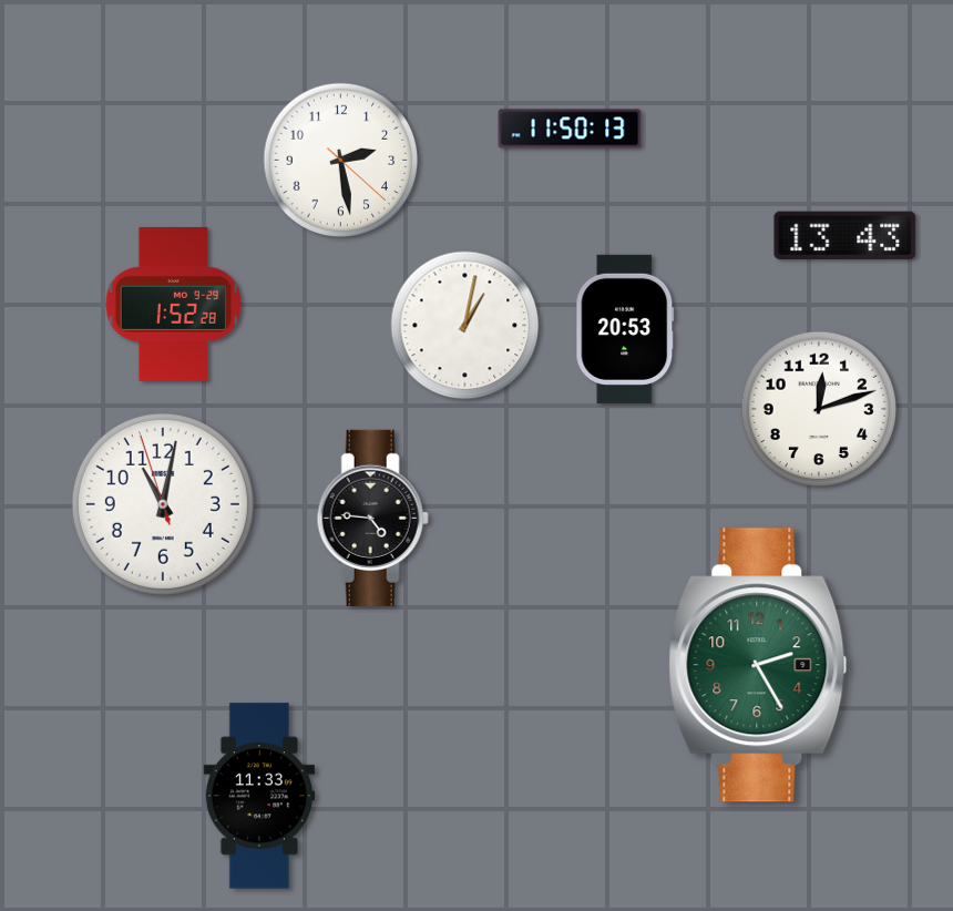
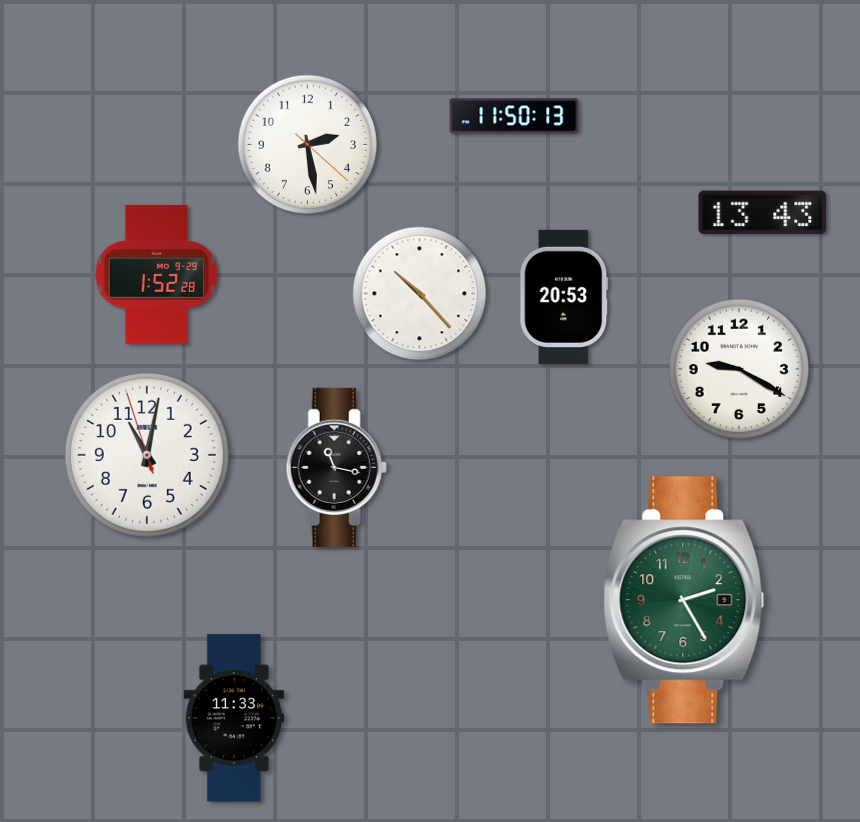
clock at (465, 326): 1:02 -> 10:23
clock at (819, 409): 12:12 -> 9:20
clock at (372, 518): 4:46 -> 11:17
